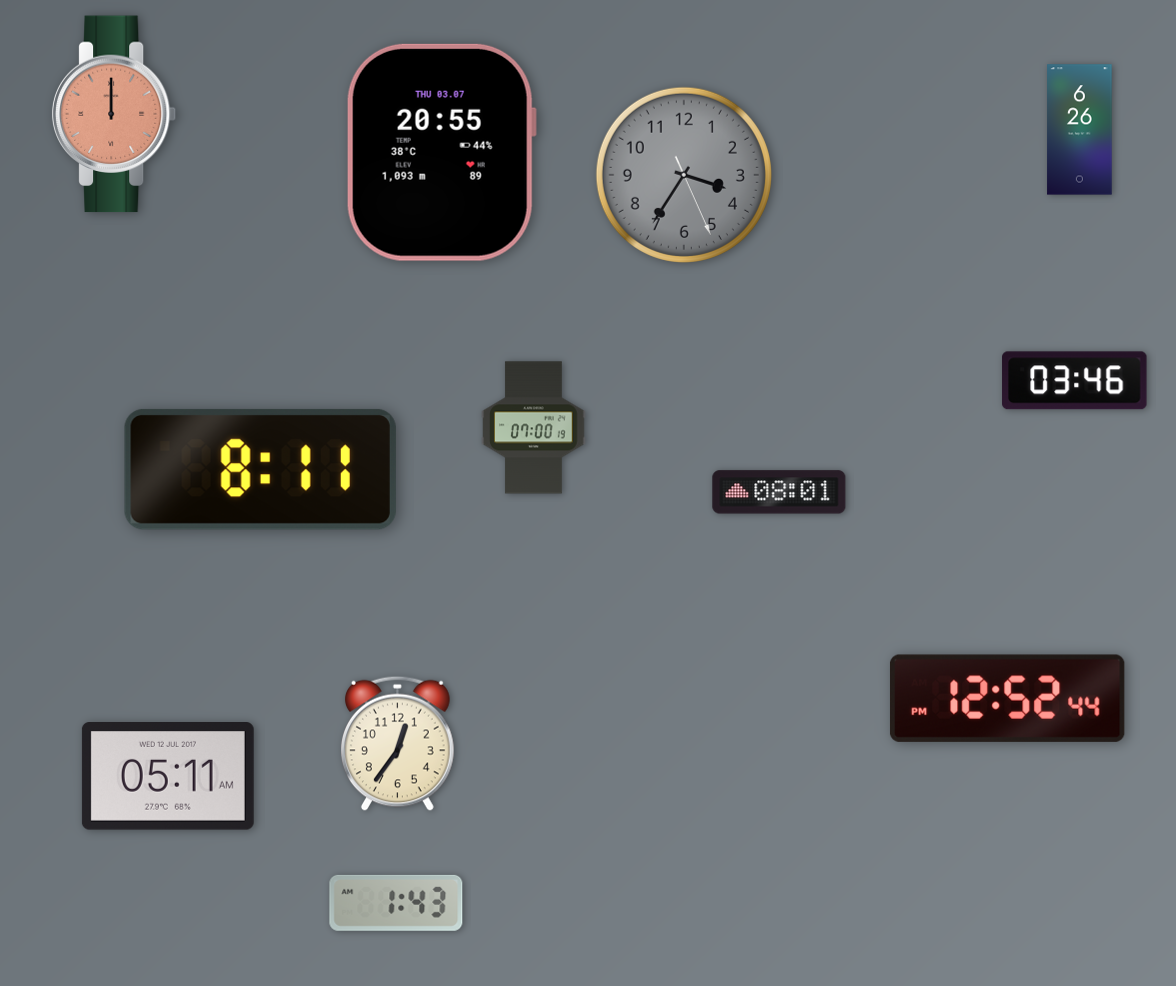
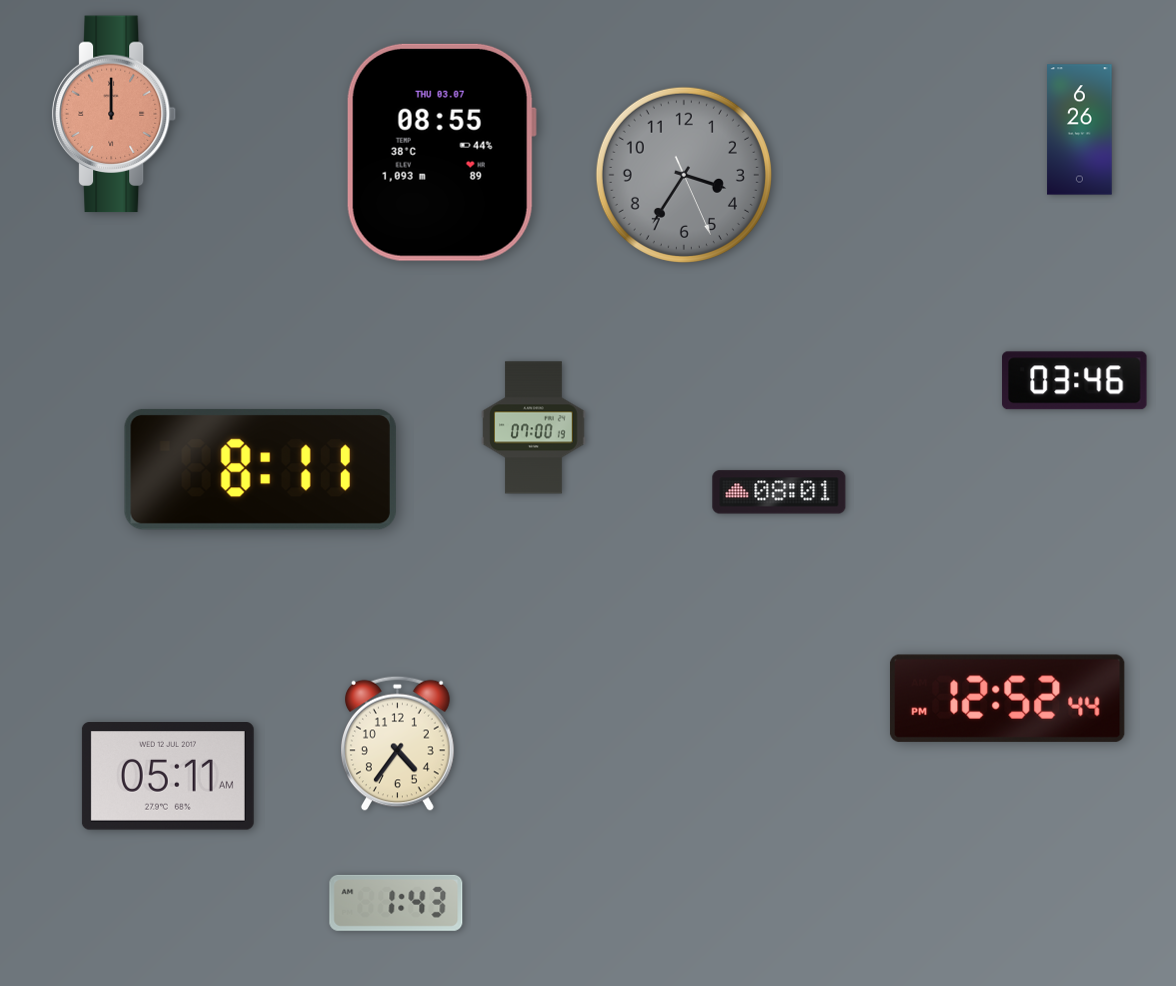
clock at (441, 152): 20:55 -> 08:55
clock at (397, 743): 12:36 -> 4:36
